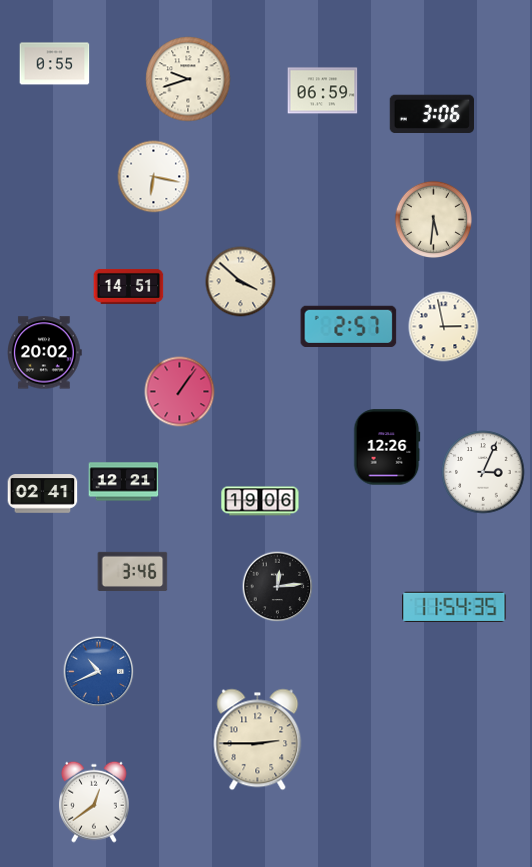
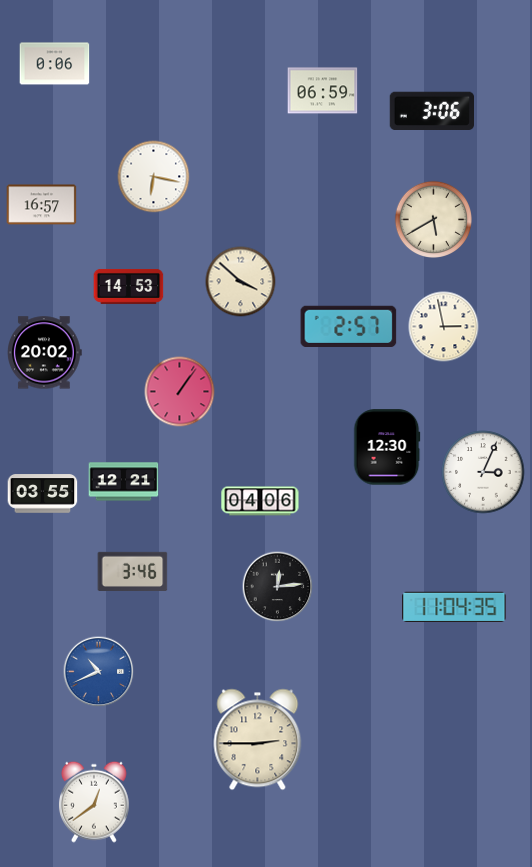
clock at (55, 64): 0:55 -> 0:06
clock at (188, 79): 9:42 -> none
clock at (431, 114) position: (431, 114) -> (431, 111)
clock at (42, 205): none -> 16:57
clock at (434, 220): 5:31 -> 5:40
clock at (129, 286): 14:51 -> 14:53
clock at (387, 447): 12:26 -> 12:30
clock at (43, 494): 02:41 -> 03:55
clock at (260, 501): 19:06 -> 04:06
clock at (454, 607): 11:54 -> 11:04
